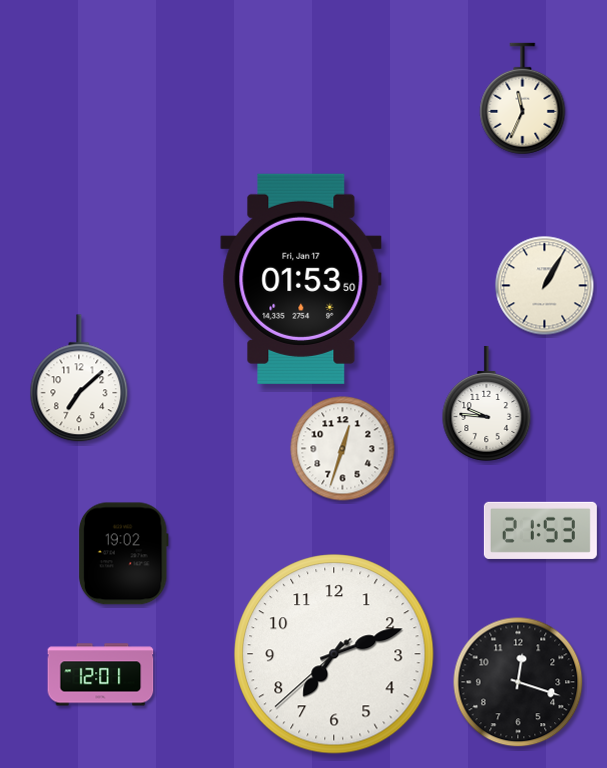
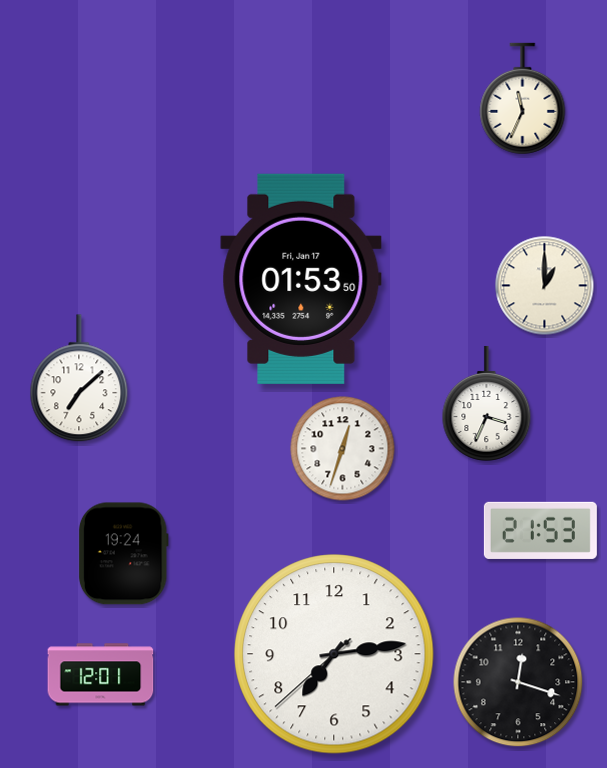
clock at (545, 286): 1:05 -> 1:00
clock at (487, 403): 9:46 -> 3:34
clock at (123, 554): 19:02 -> 19:24
clock at (334, 654): 7:11 -> 7:13
